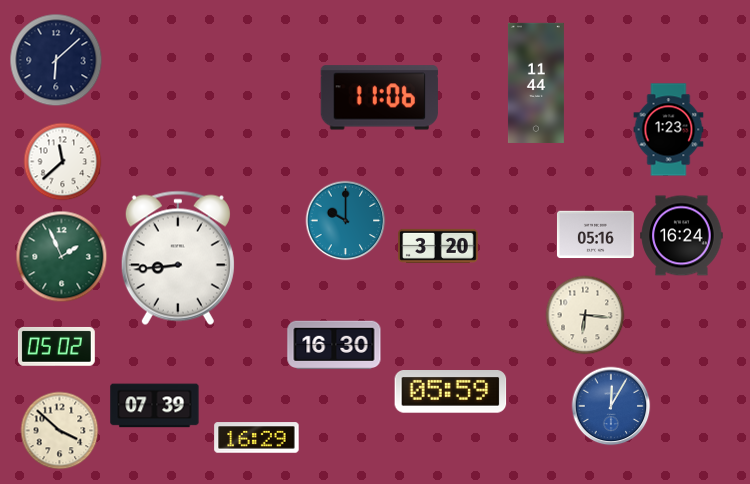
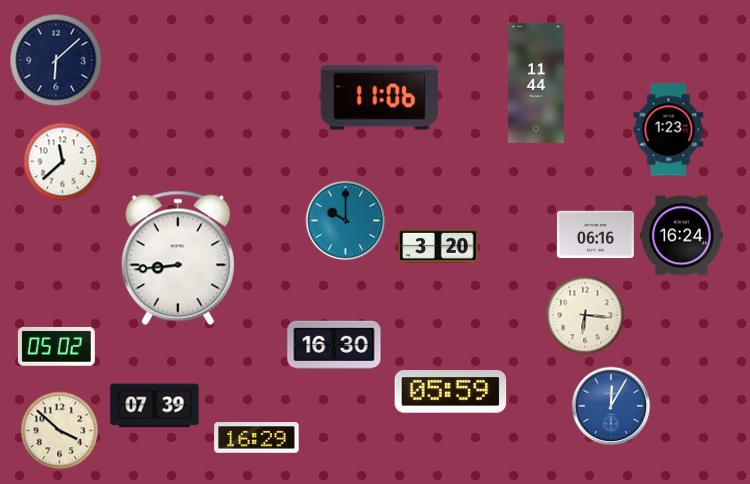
clock at (595, 235): 05:16 -> 06:16
clock at (61, 256): 1:56 -> none
